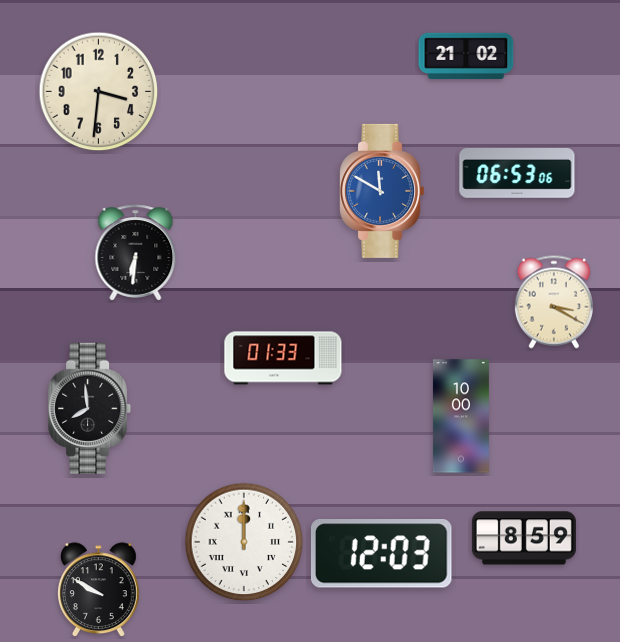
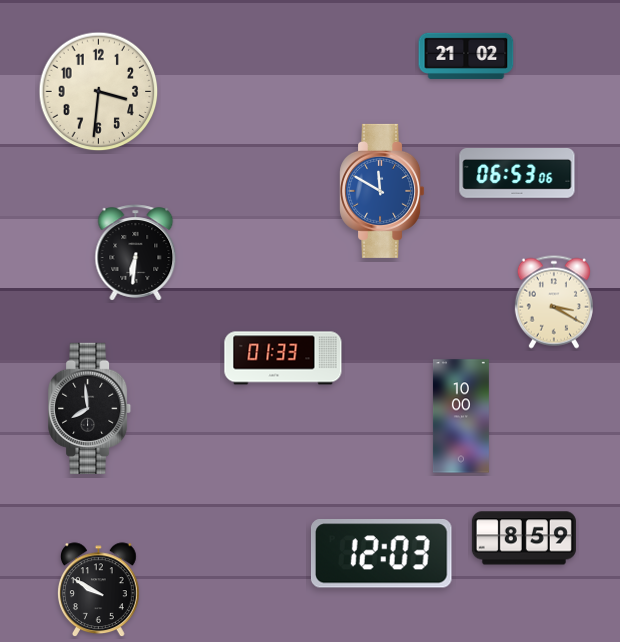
clock at (244, 542): 12:00 -> none
